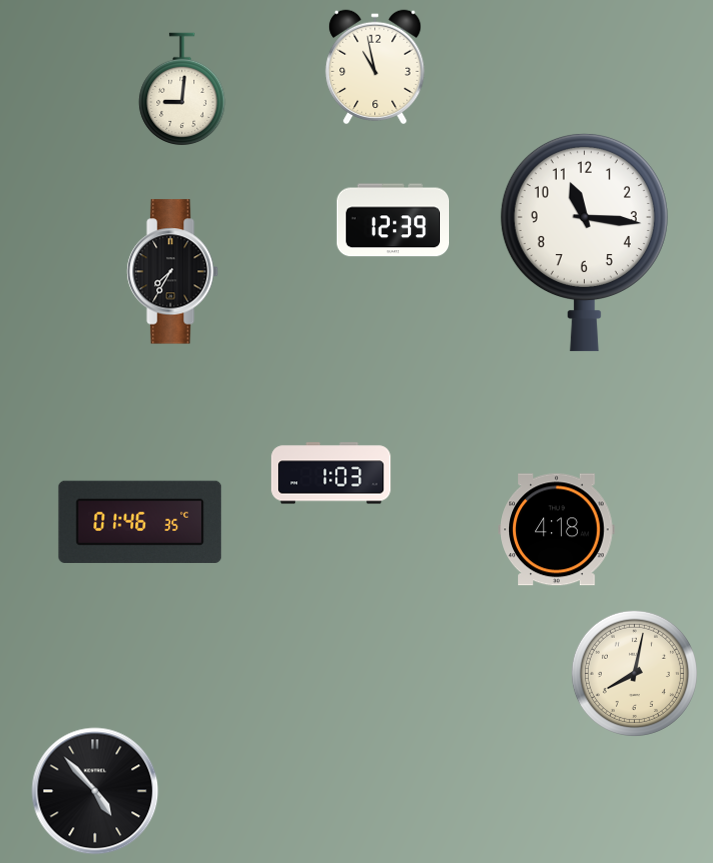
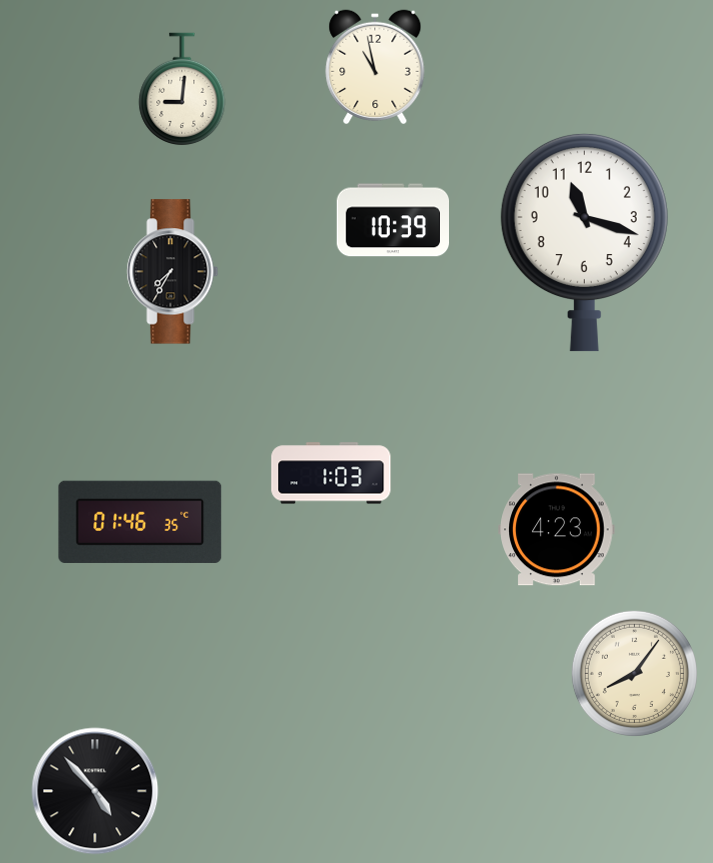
clock at (392, 220): 12:39 -> 10:39
clock at (584, 242): 11:16 -> 11:18
clock at (557, 530): 4:18 -> 4:23
clock at (634, 673): 8:02 -> 8:06
